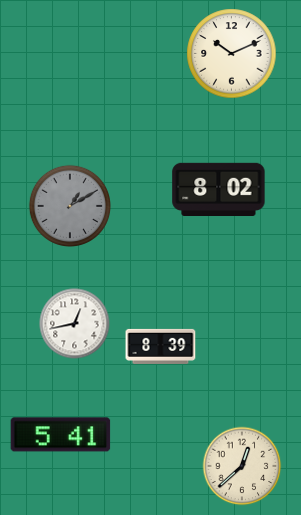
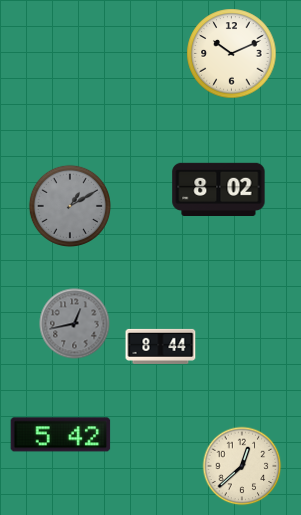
clock at (75, 324) dial: white -> grey
clock at (161, 346): 8:39 -> 8:44
clock at (61, 435): 5:41 -> 5:42
